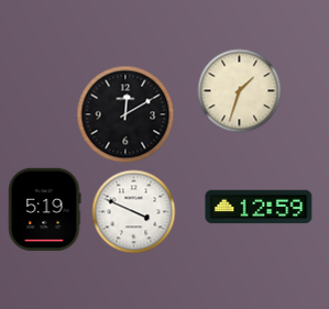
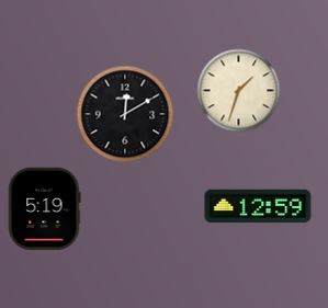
clock at (134, 212): 3:49 -> none
